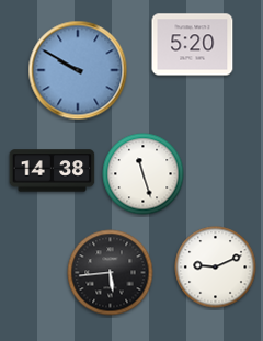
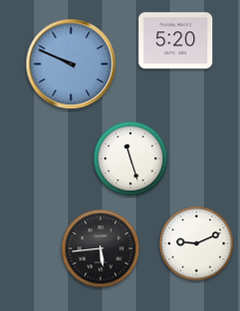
clock at (78, 70): 9:50 -> 9:49
clock at (53, 171): 14:38 -> none
